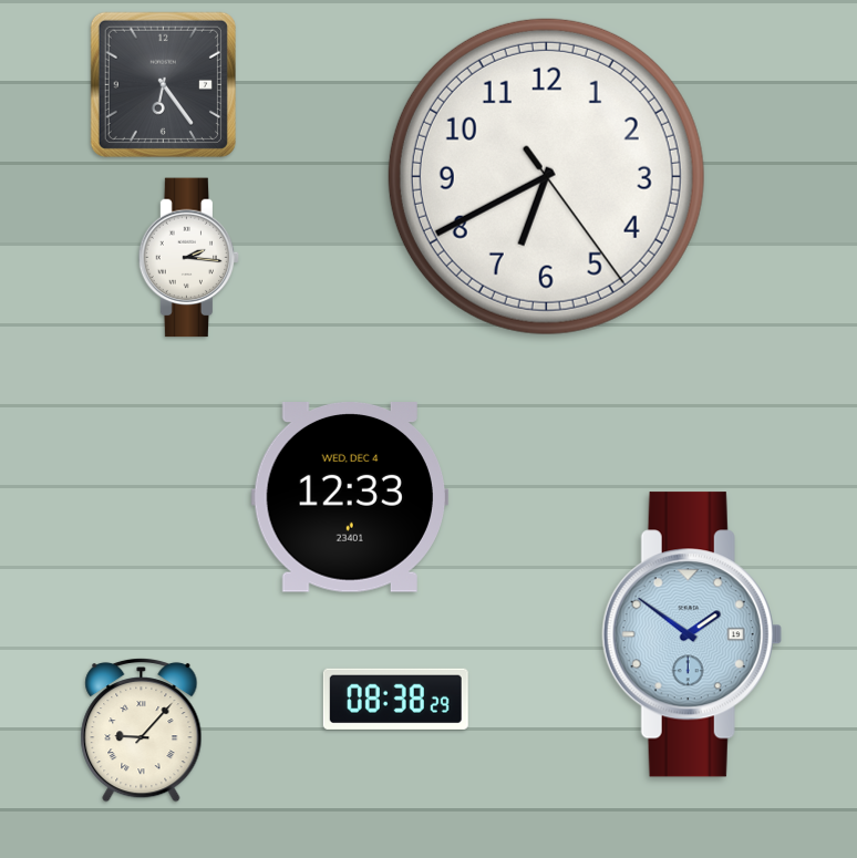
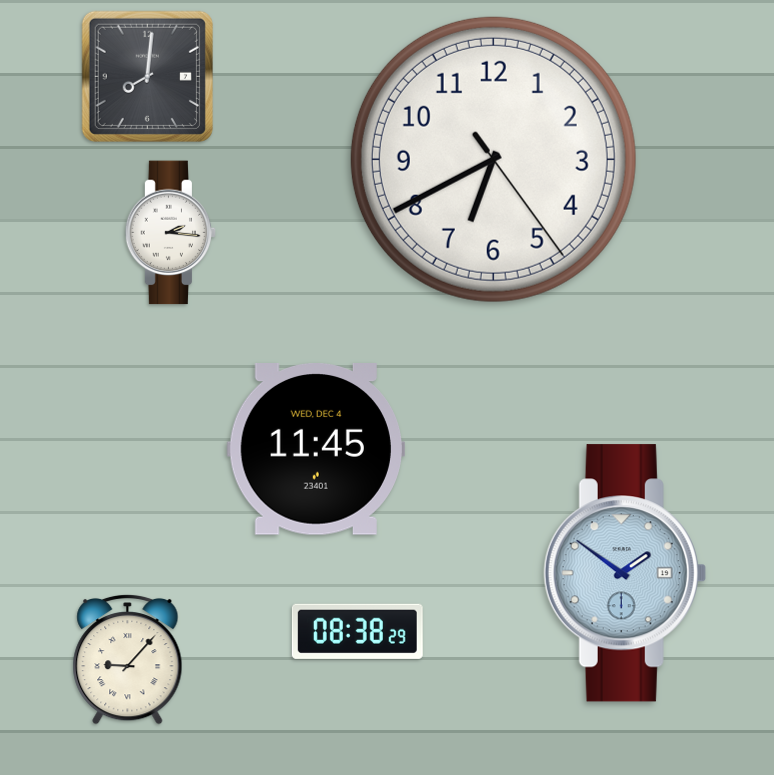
clock at (163, 84): 6:24 -> 8:01
clock at (349, 497): 12:33 -> 11:45
